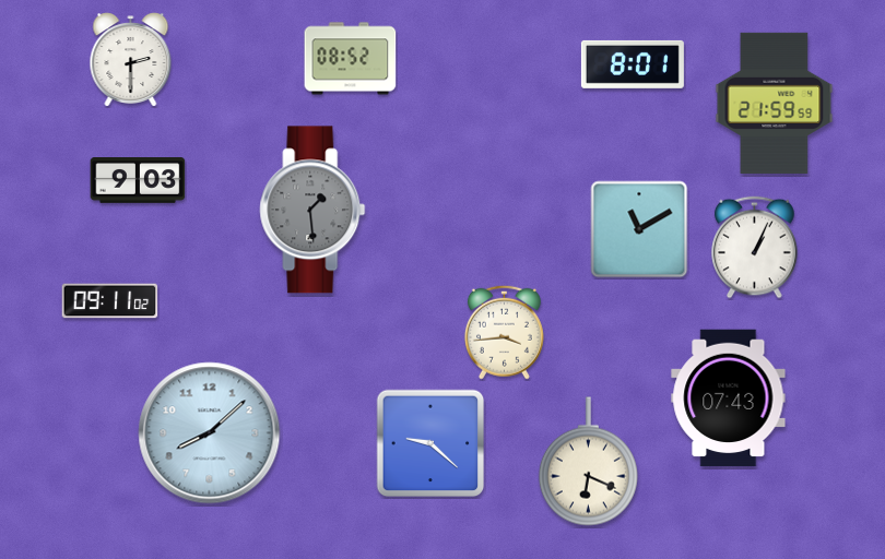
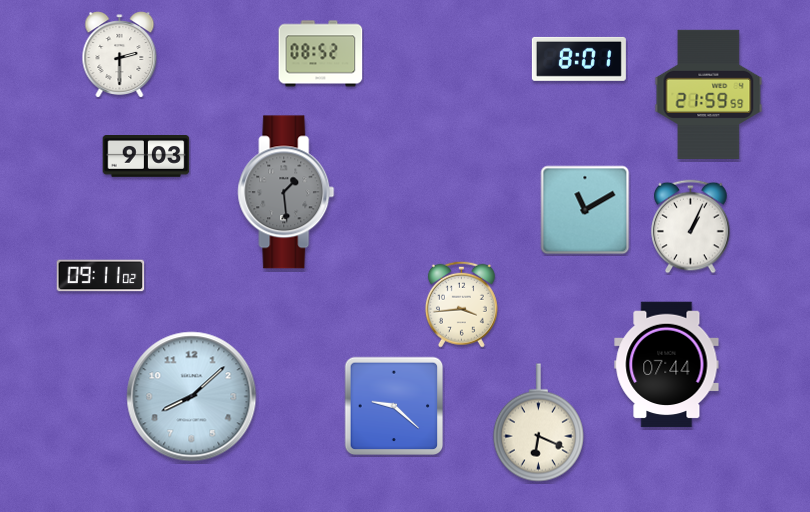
clock at (138, 181) position: (138, 181) -> (146, 157)
clock at (729, 399): 07:43 -> 07:44
